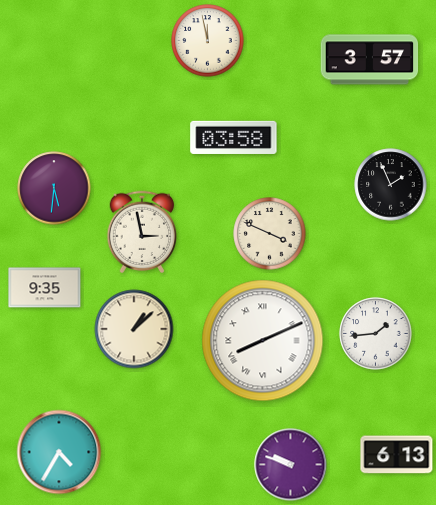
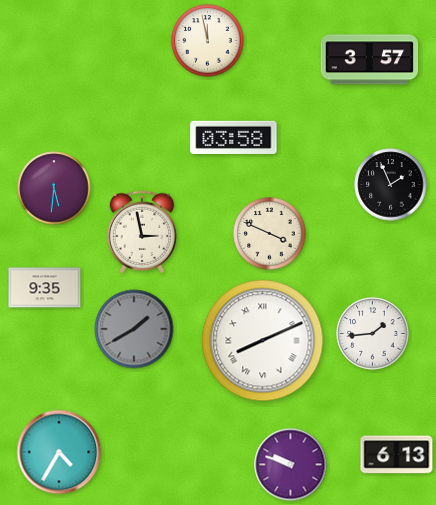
clock at (134, 329): 1:08 -> 1:40
clock at (134, 329) dial: cream -> grey
clock at (376, 334) position: (376, 334) -> (373, 334)
